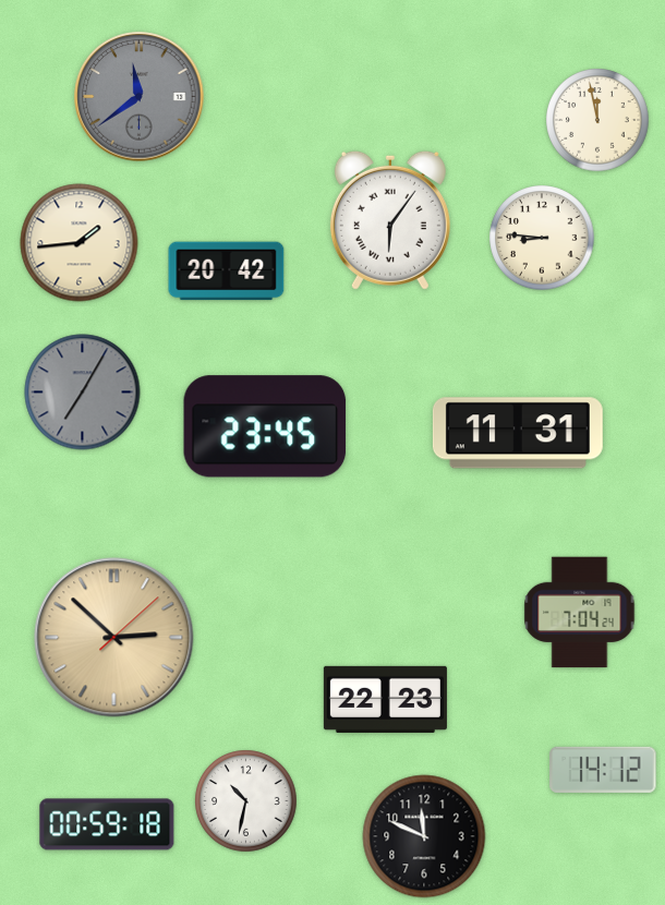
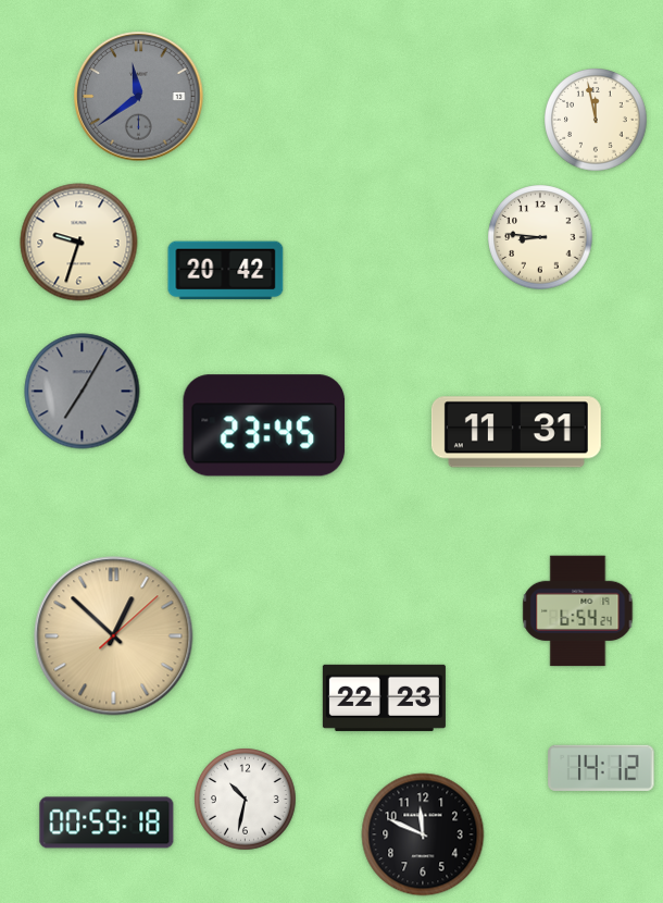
clock at (390, 220): 6:06 -> none
clock at (80, 243): 1:44 -> 9:33
clock at (580, 613): 7:04 -> 6:54
clock at (114, 638): 2:52 -> 12:52
